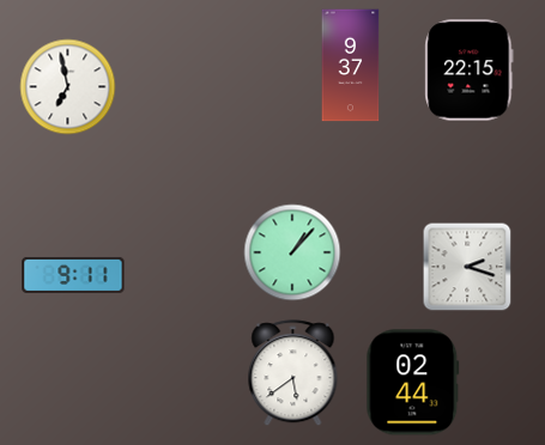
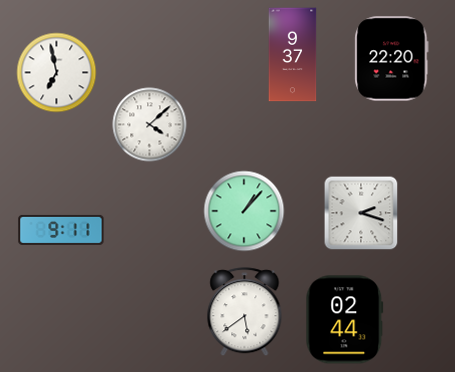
clock at (470, 71): 22:15 -> 22:20
clock at (150, 125): none -> 4:08
clock at (467, 267) position: (467, 267) -> (361, 213)
